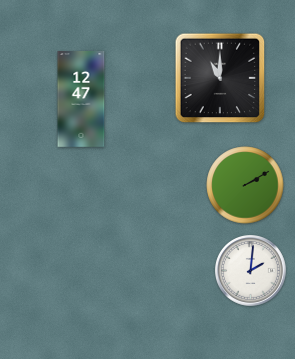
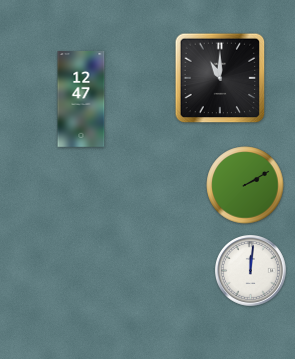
clock at (251, 271): 2:01 -> 12:01
